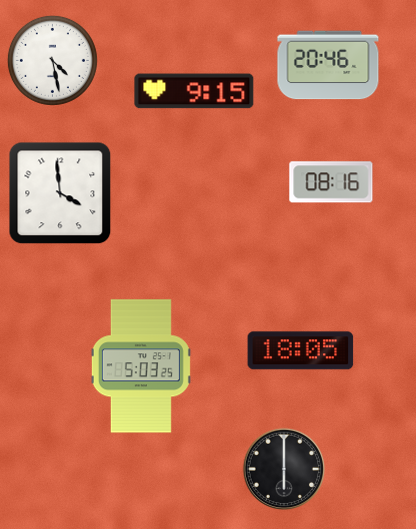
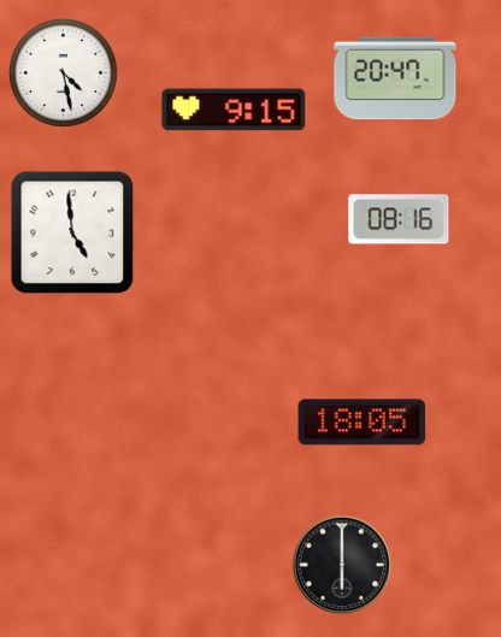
clock at (328, 65): 20:46 -> 20:47
clock at (60, 193): 3:59 -> 4:59
clock at (141, 366): 5:03 -> none
